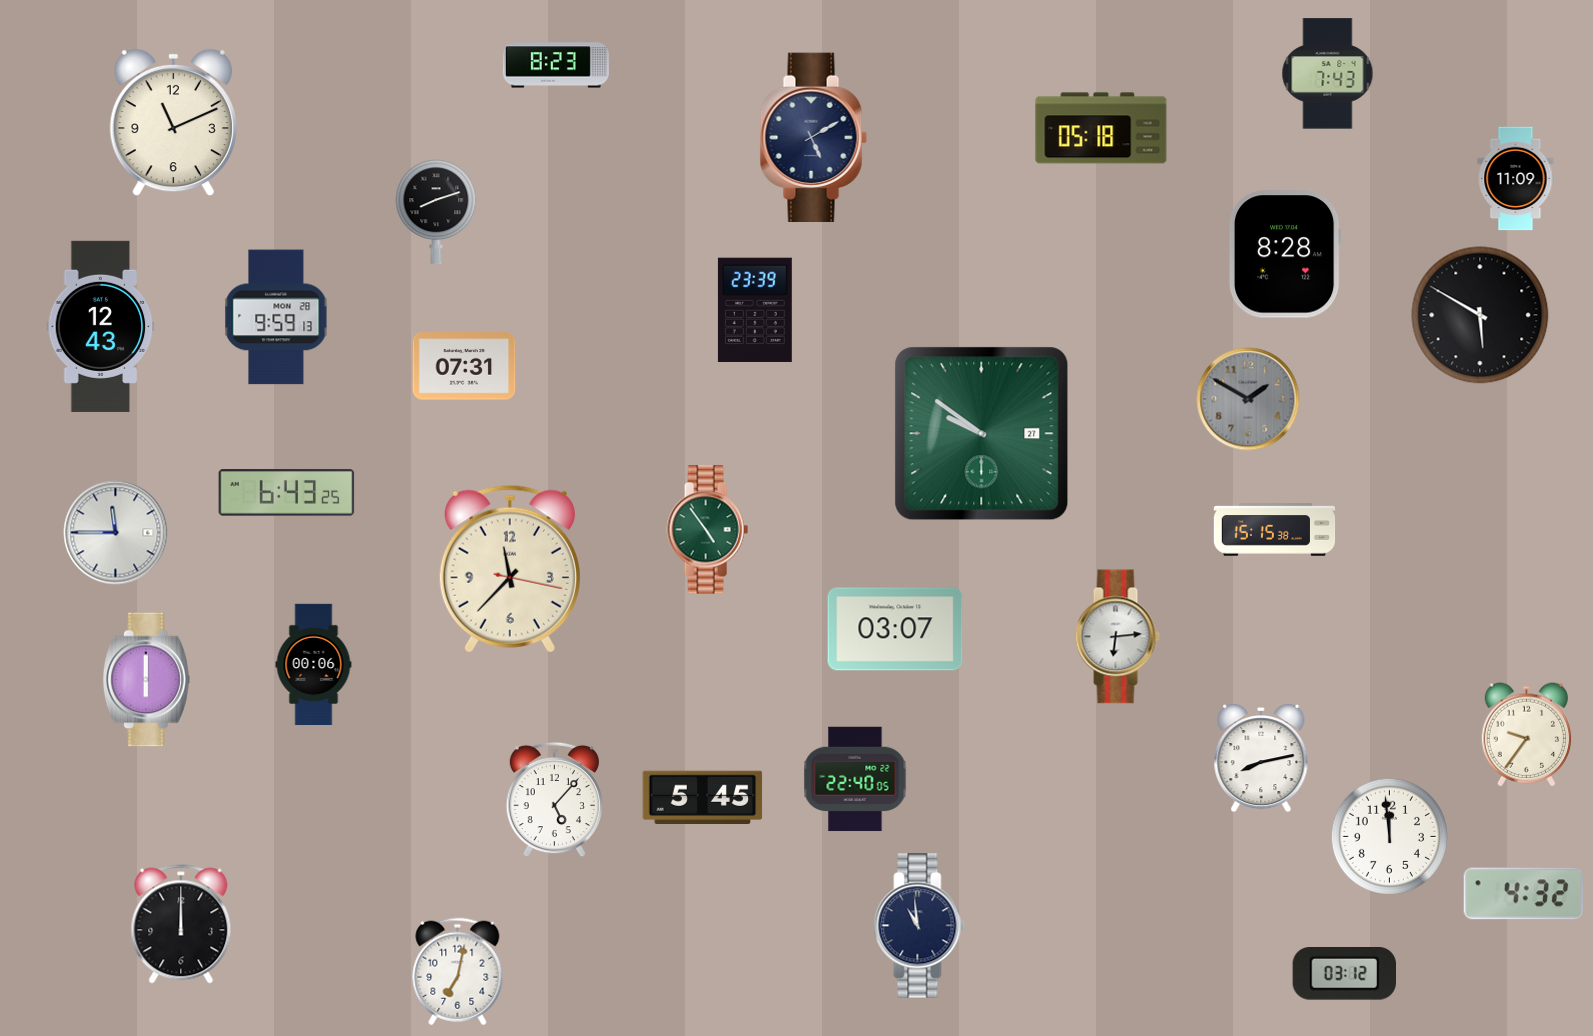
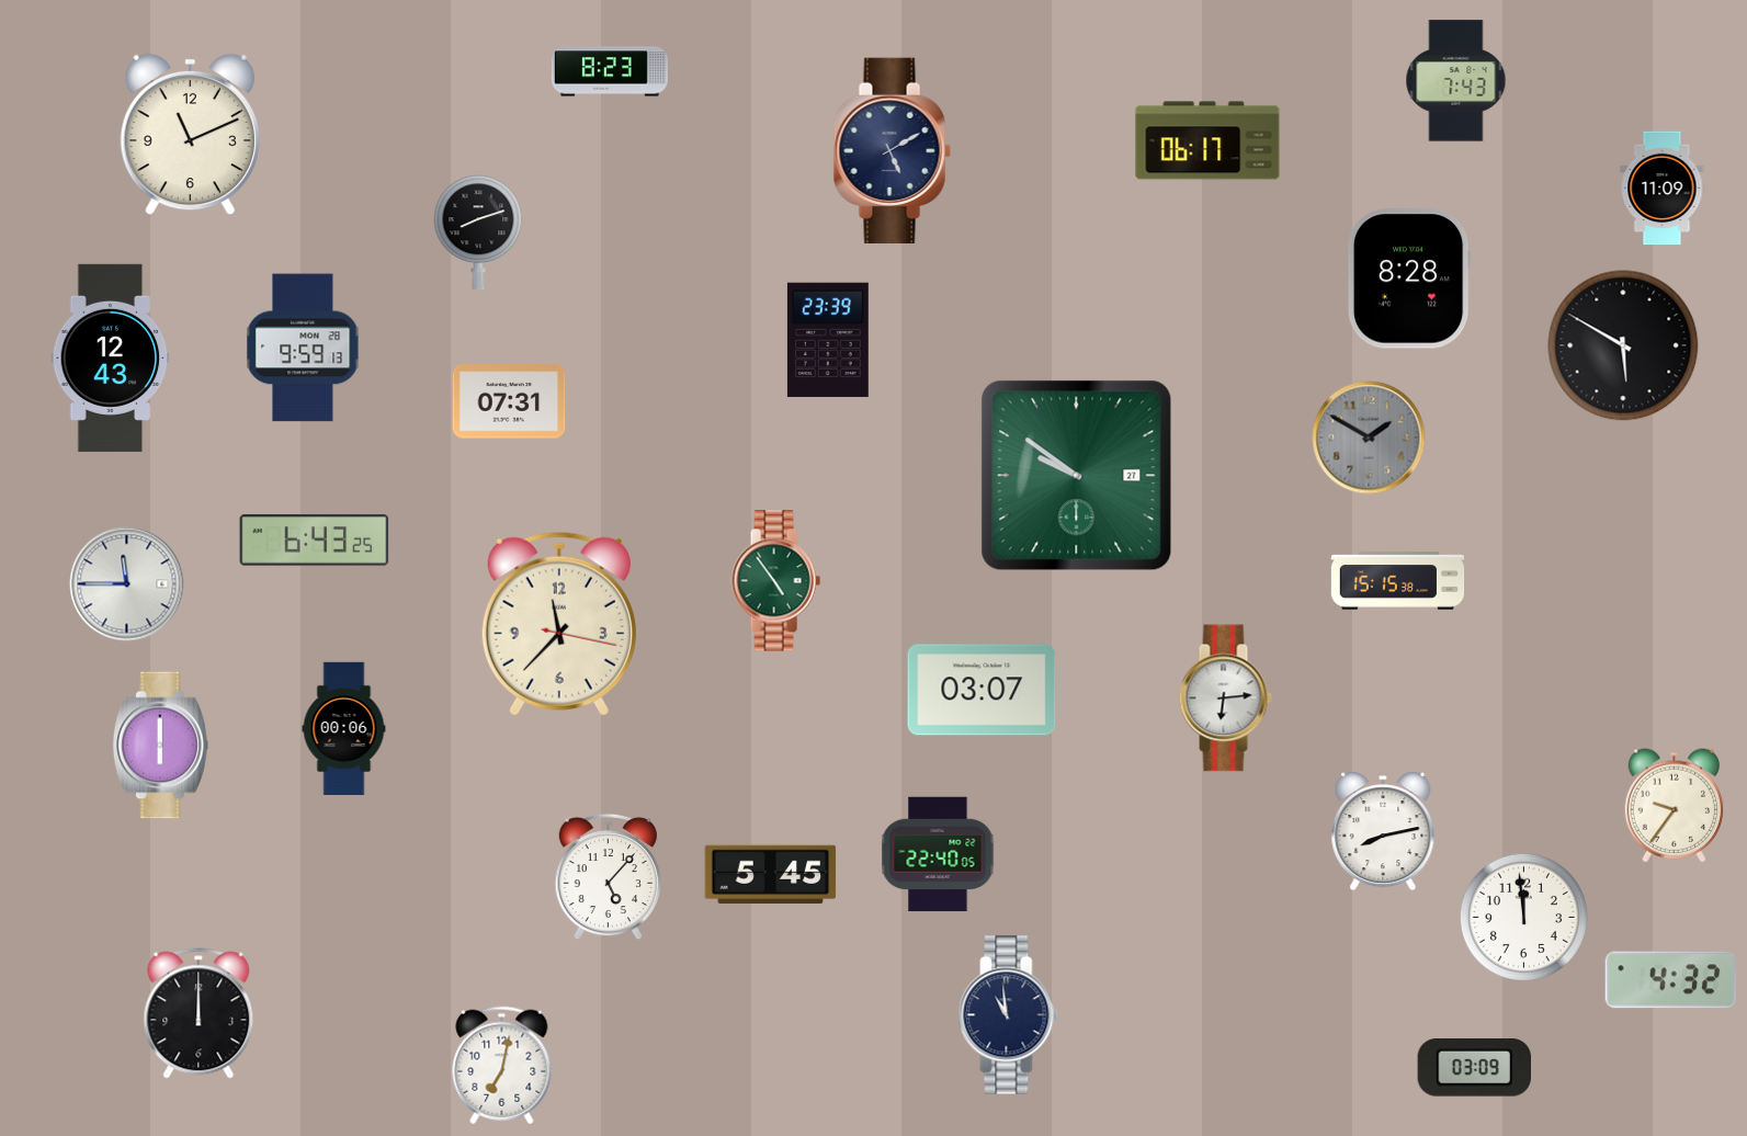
clock at (1101, 128): 05:18 -> 06:17
clock at (1516, 179) position: (1516, 179) -> (1663, 189)
clock at (1344, 974): 03:12 -> 03:09
